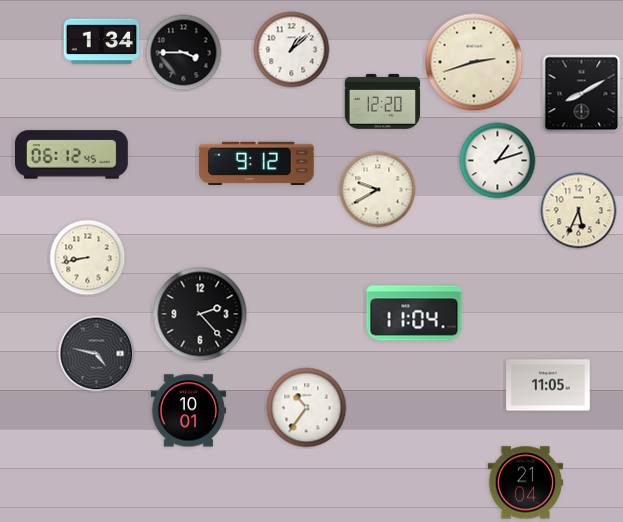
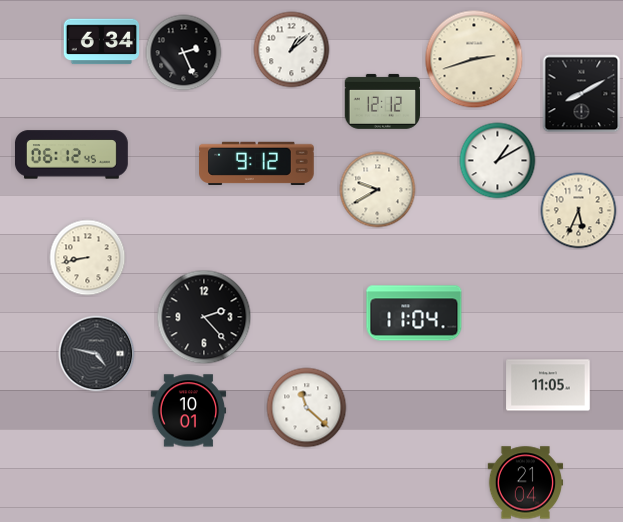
clock at (102, 42): 1:34 -> 6:34
clock at (184, 53): 3:45 -> 2:26
clock at (474, 62) position: (474, 62) -> (474, 59)
clock at (383, 101): 12:20 -> 12:12
clock at (498, 161): 1:12 -> 1:10
clock at (200, 314) position: (200, 314) -> (204, 317)
clock at (307, 408): 10:36 -> 11:22
